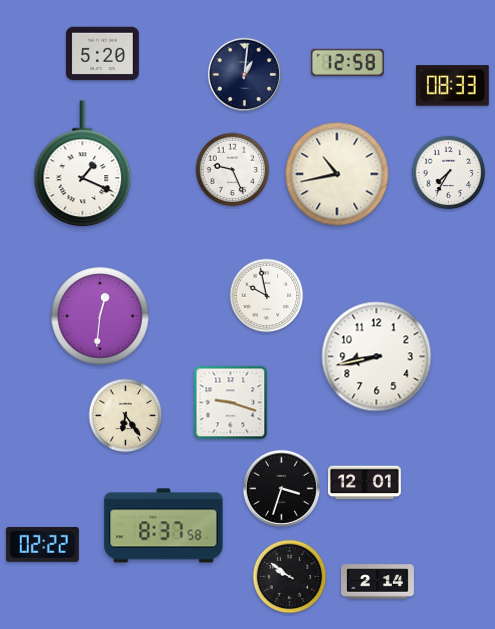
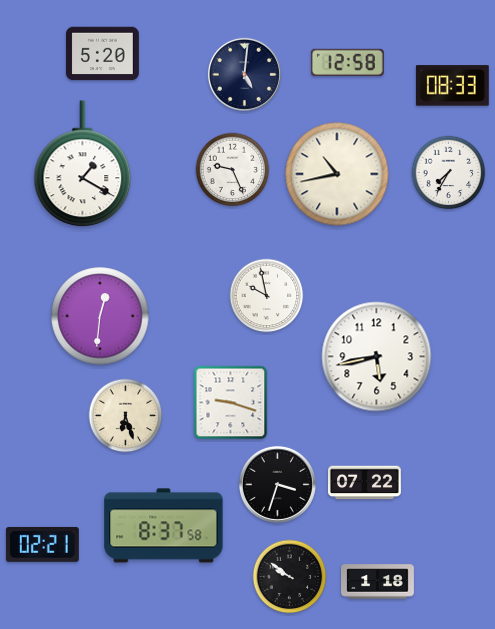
clock at (244, 74): 1:01 -> 5:01
clock at (83, 164): 1:19 -> 1:20
clock at (377, 357): 8:43 -> 5:43
clock at (126, 416): 6:24 -> 6:27
clock at (365, 483): 12:01 -> 07:22
clock at (281, 488) position: (281, 488) -> (277, 484)
clock at (42, 544): 02:22 -> 02:21
clock at (378, 582): 2:14 -> 1:18
